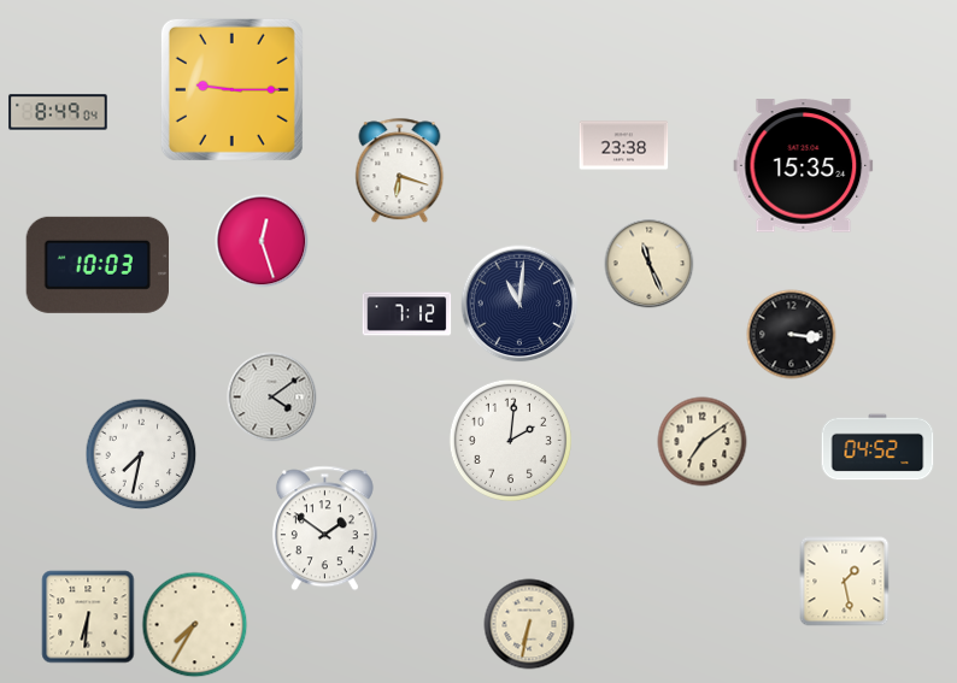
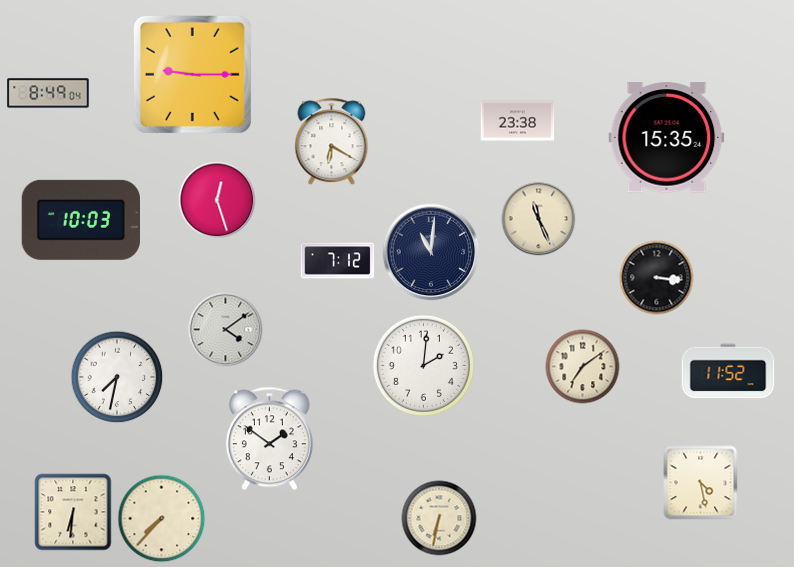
clock at (400, 171): 6:18 -> 6:20
clock at (877, 447): 04:52 -> 11:52
clock at (845, 582): 1:28 -> 4:28
clock at (195, 625): 7:35 -> 7:37
